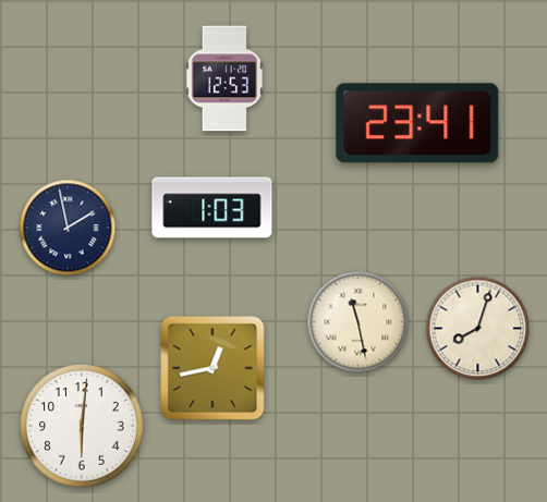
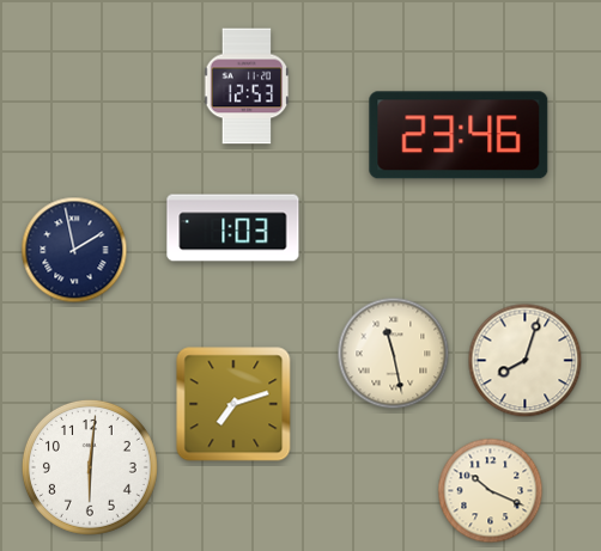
clock at (417, 123): 23:41 -> 23:46
clock at (212, 368): 12:43 -> 7:12
clock at (491, 491): none -> 10:19
